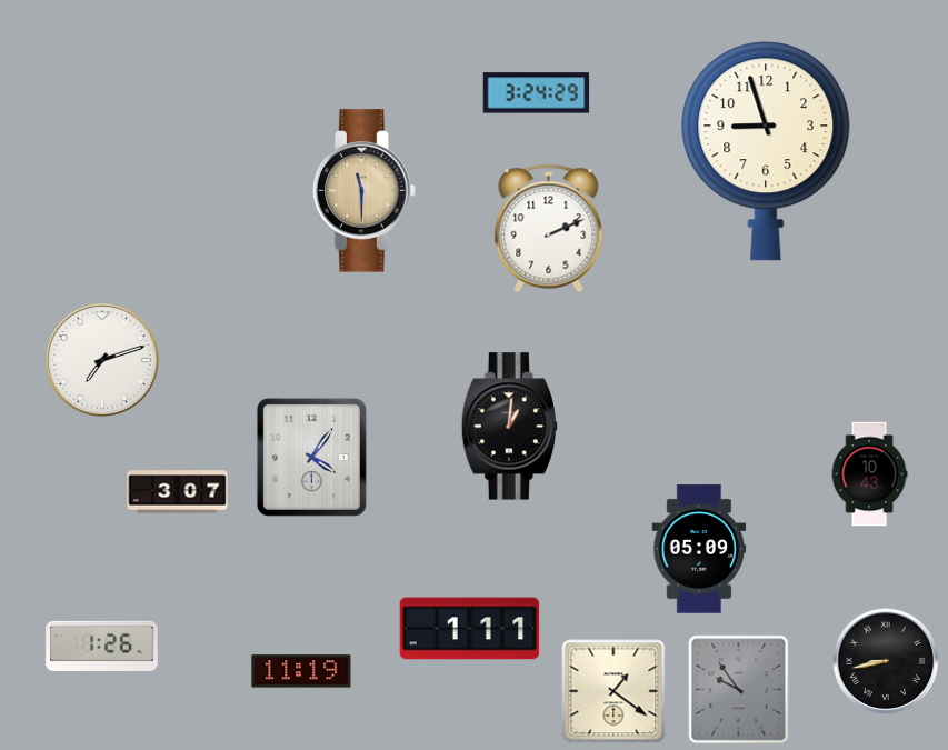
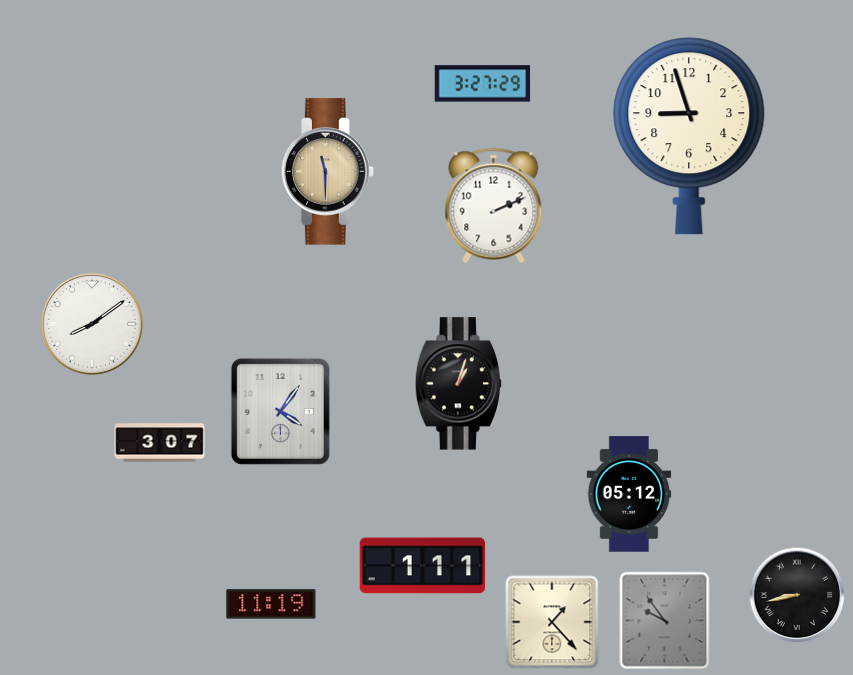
clock at (537, 93): 3:24 -> 3:27
clock at (102, 360): 7:12 -> 8:09
clock at (509, 427): 1:01 -> 1:03
clock at (869, 474): 10:43 -> none
clock at (699, 549): 05:09 -> 05:12
clock at (102, 646): 1:26 -> none
clock at (613, 691): 1:21 -> 1:23
